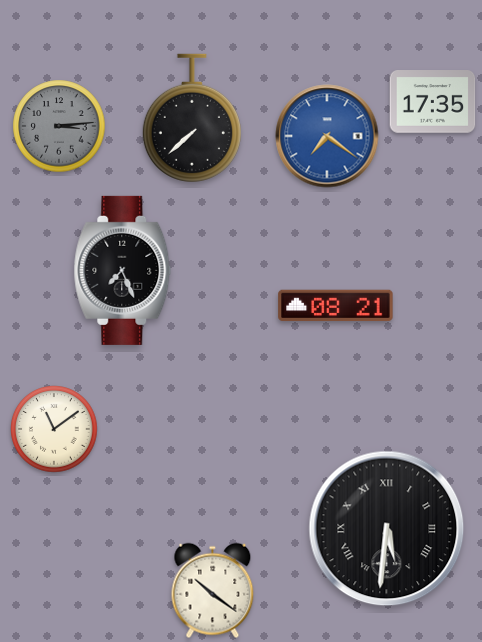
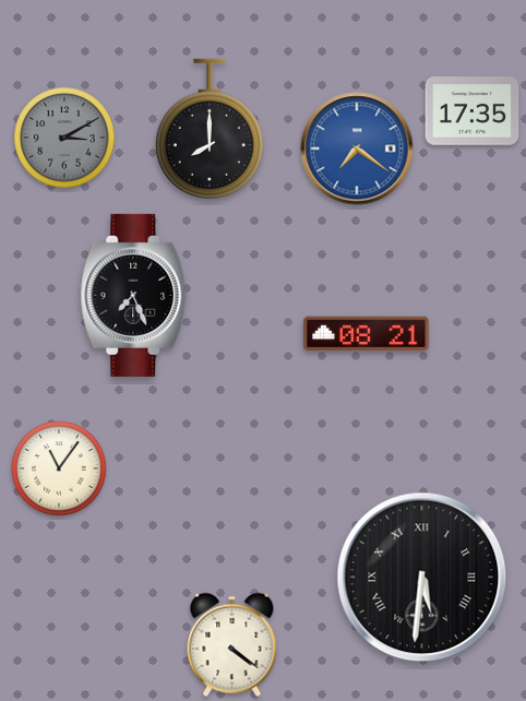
clock at (192, 118): 7:38 -> 8:00
clock at (59, 126): 3:14 -> 3:10
clock at (54, 429): 11:09 -> 11:06
clock at (213, 591): 10:21 -> 4:21
